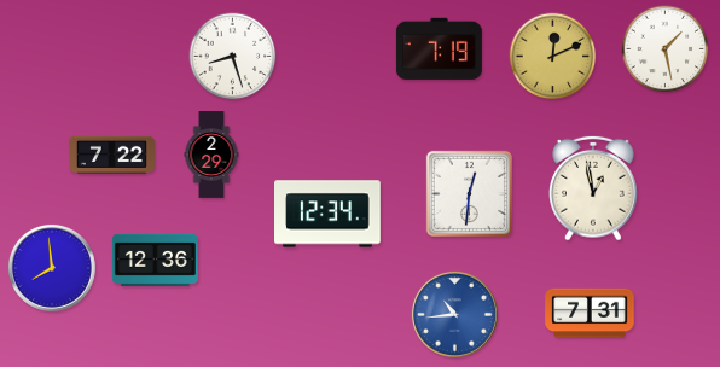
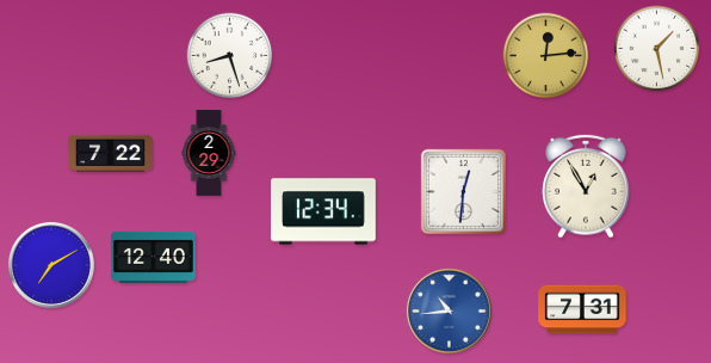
clock at (439, 48): 7:19 -> none
clock at (553, 57): 12:11 -> 12:14
clock at (593, 188): 12:58 -> 12:55
clock at (155, 260): 12:36 -> 12:40
clock at (52, 268): 7:59 -> 7:10
